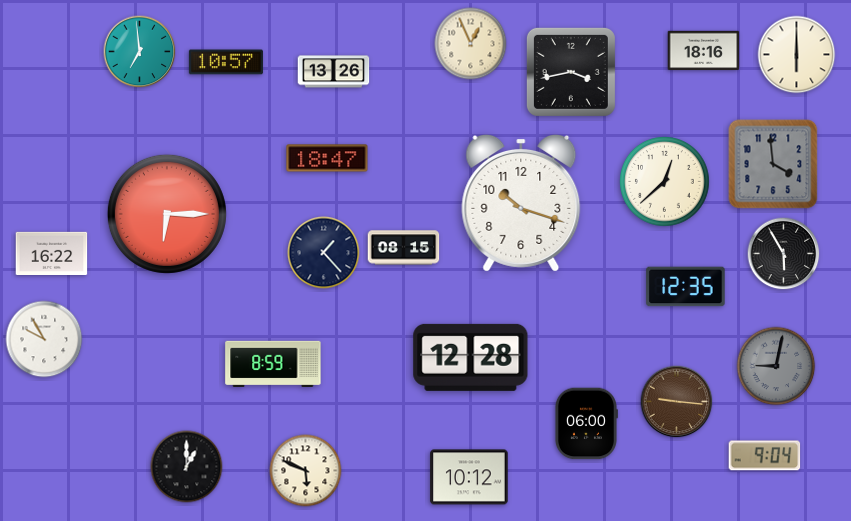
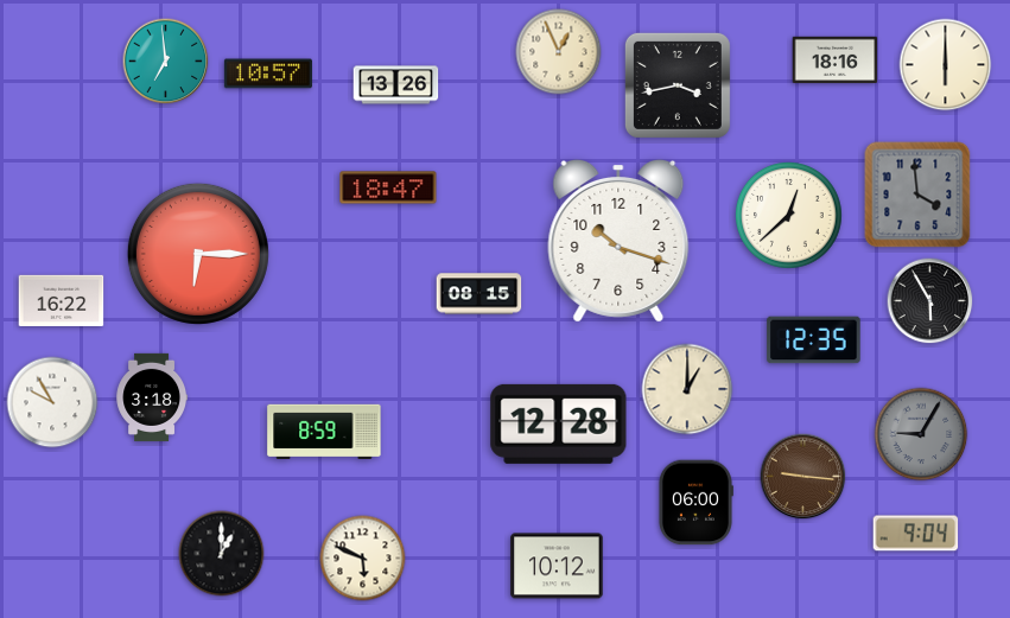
clock at (324, 253): 1:23 -> none
clock at (687, 389): none -> 1:00
clock at (151, 397): none -> 3:18
clock at (776, 366): 9:02 -> 9:05
clock at (765, 456) position: (765, 456) -> (916, 534)
